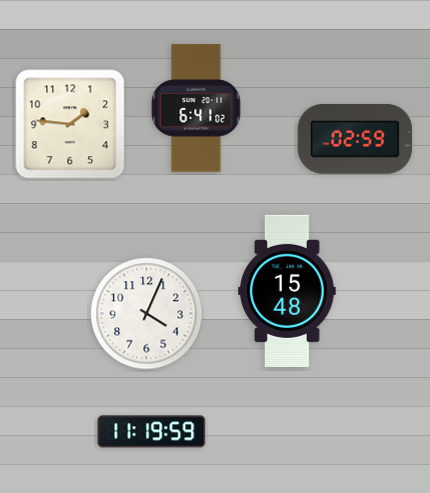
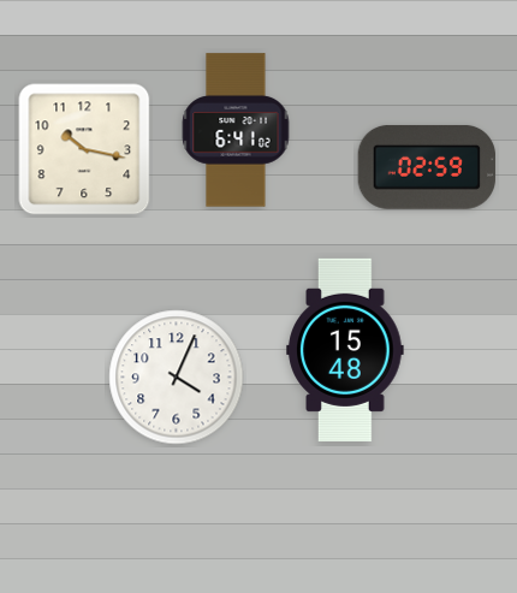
clock at (70, 124): 1:46 -> 10:17
clock at (152, 432): 11:19 -> none
